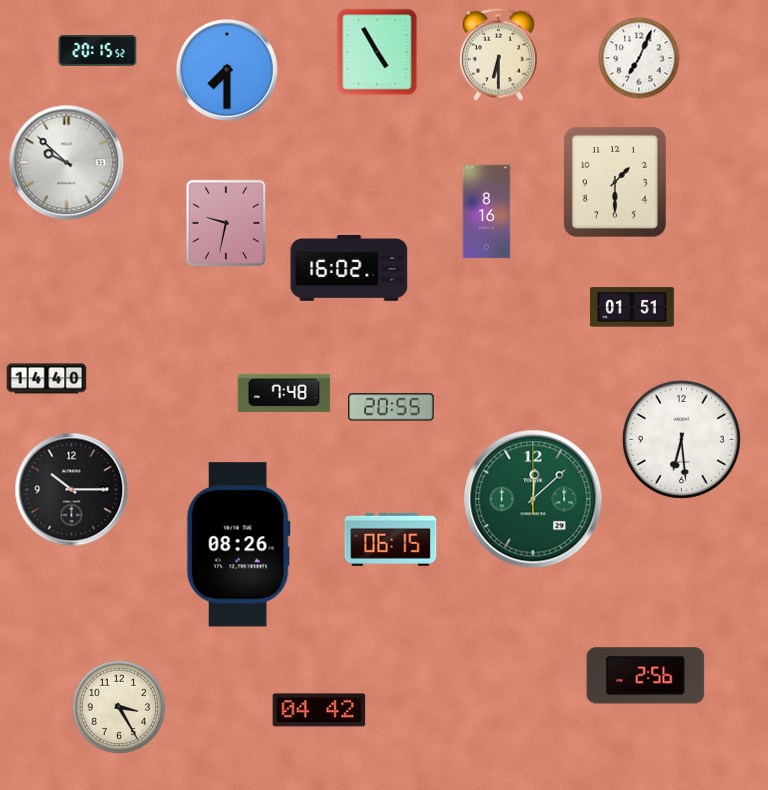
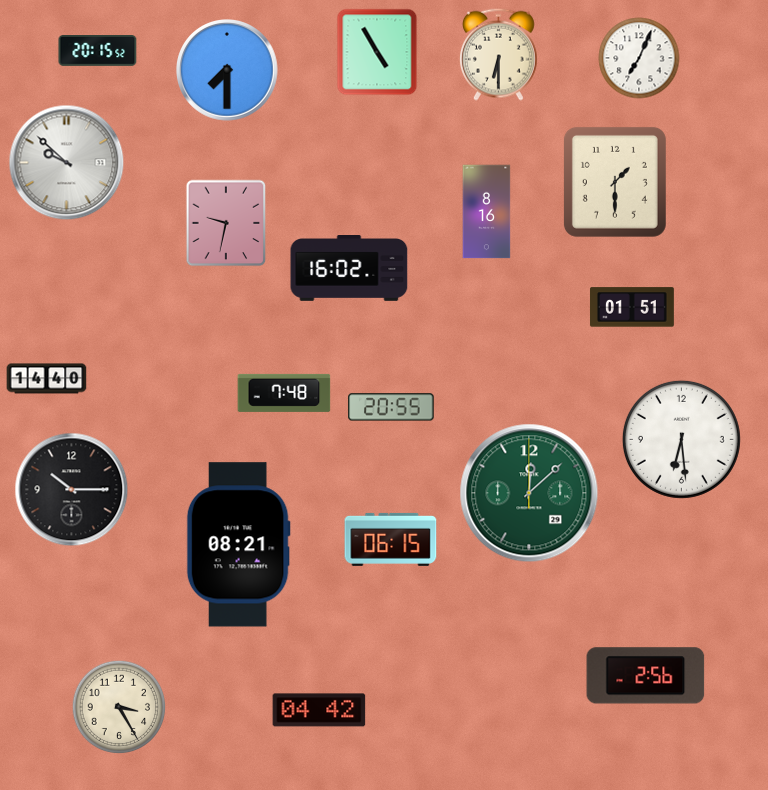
clock at (533, 499) position: (533, 499) -> (529, 493)
clock at (238, 545): 08:26 -> 08:21
